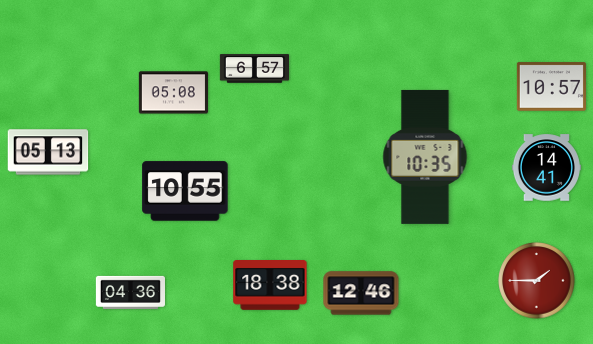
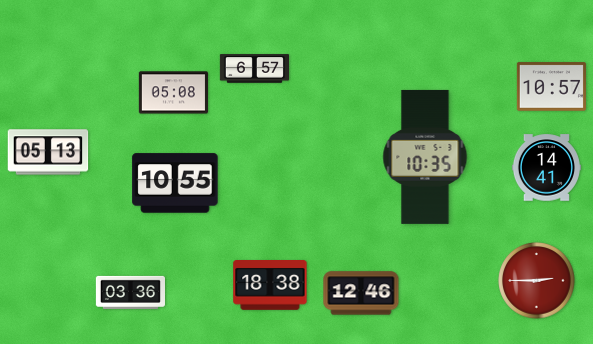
clock at (185, 191) position: (185, 191) -> (175, 183)
clock at (537, 281): 1:45 -> 2:45
clock at (130, 292): 04:36 -> 03:36
